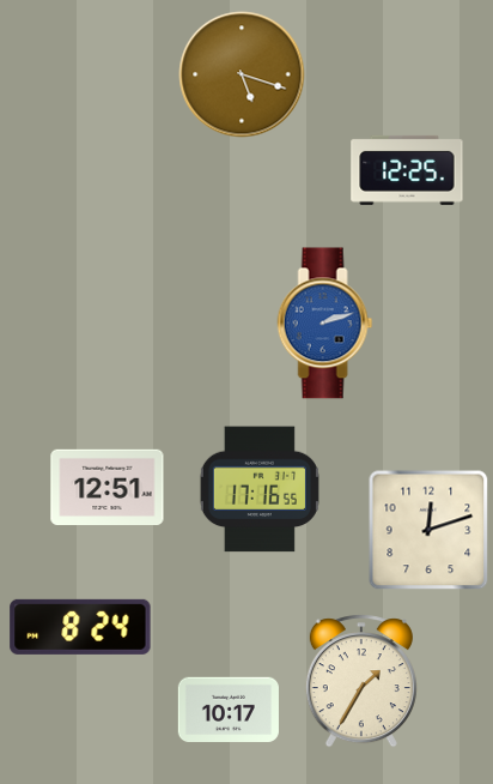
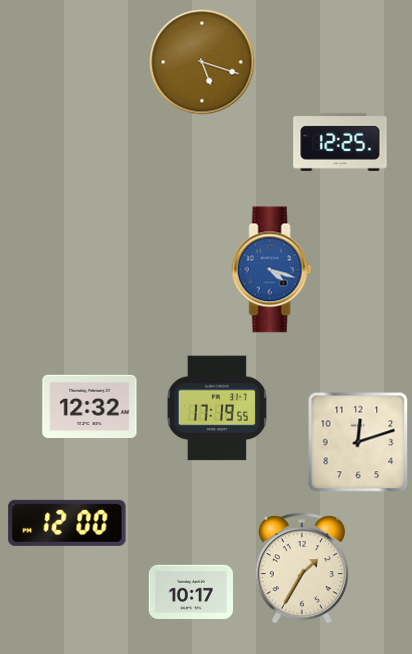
clock at (325, 324): 2:12 -> 4:18
clock at (108, 487): 12:51 -> 12:32
clock at (260, 489): 17:16 -> 17:19
clock at (80, 627): 8:24 -> 12:00
